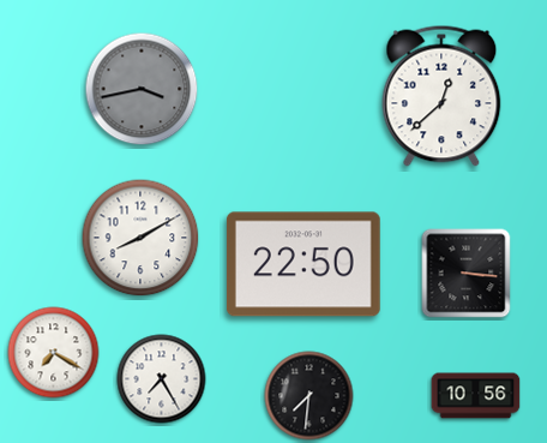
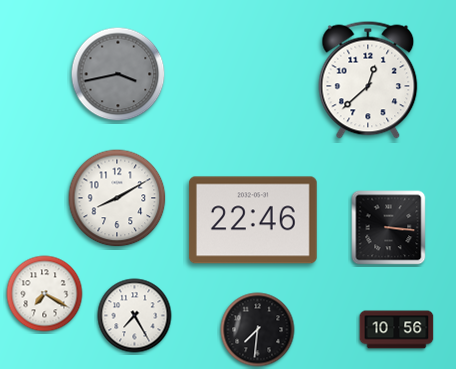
clock at (303, 264): 22:50 -> 22:46
